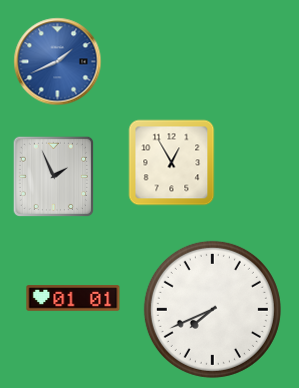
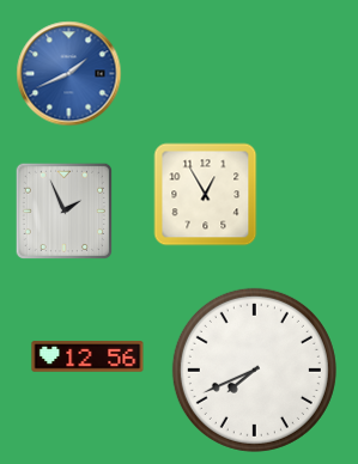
clock at (73, 298): 01:01 -> 12:56
